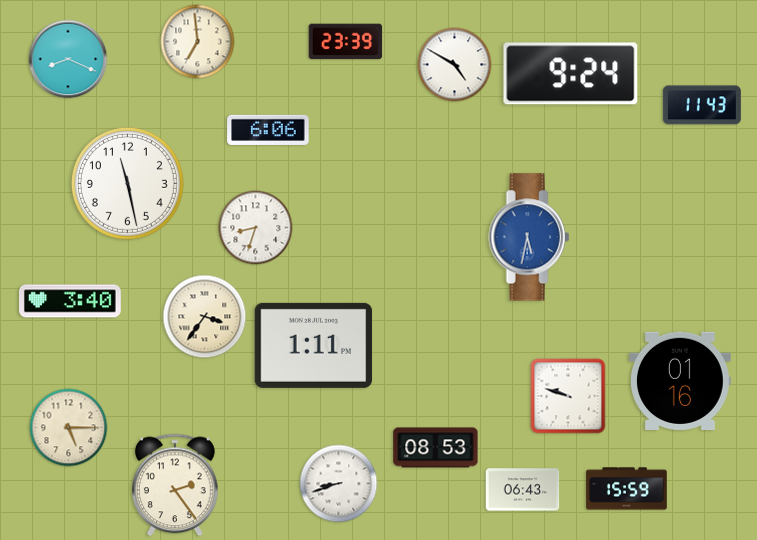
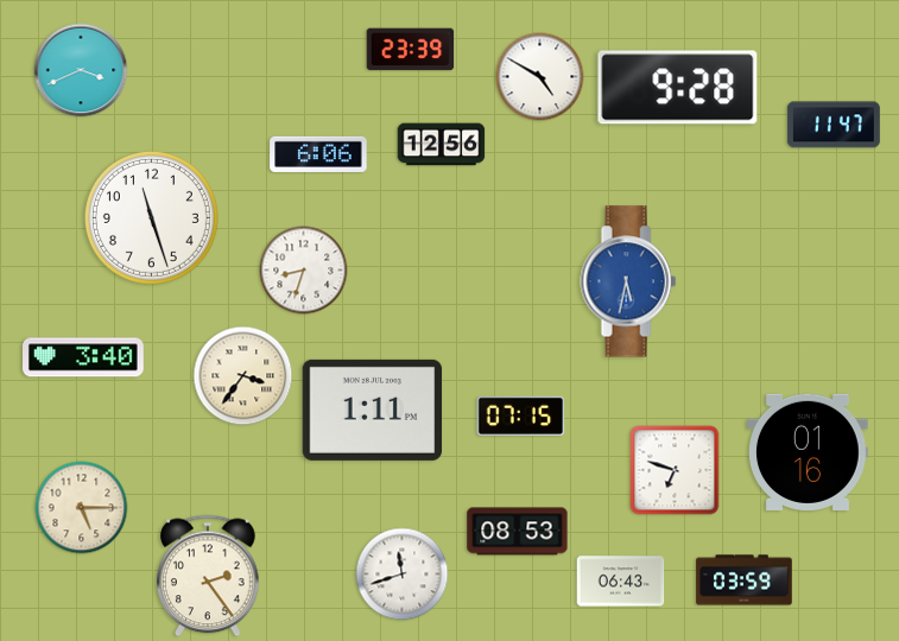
clock at (198, 42): 6:59 -> none
clock at (68, 59): 8:19 -> 3:41
clock at (571, 74): 9:24 -> 9:28
clock at (702, 105): 11:43 -> 11:47
clock at (442, 145): none -> 12:56
clock at (127, 183): 11:28 -> 11:27
clock at (521, 415): none -> 07:15
clock at (568, 396): 9:48 -> 6:48
clock at (339, 484): 8:42 -> 11:42
clock at (627, 489): 15:59 -> 03:59
